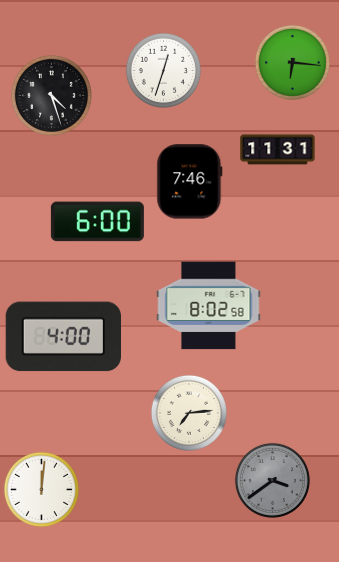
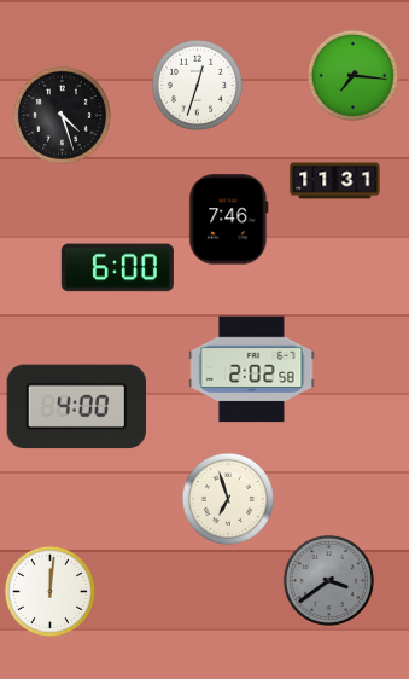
clock at (292, 62): 6:16 -> 7:16
clock at (209, 306): 8:02 -> 2:02
clock at (189, 413): 7:14 -> 6:57
